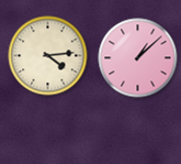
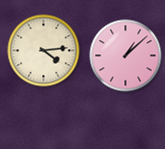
clock at (138, 58) position: (138, 58) -> (126, 56)
